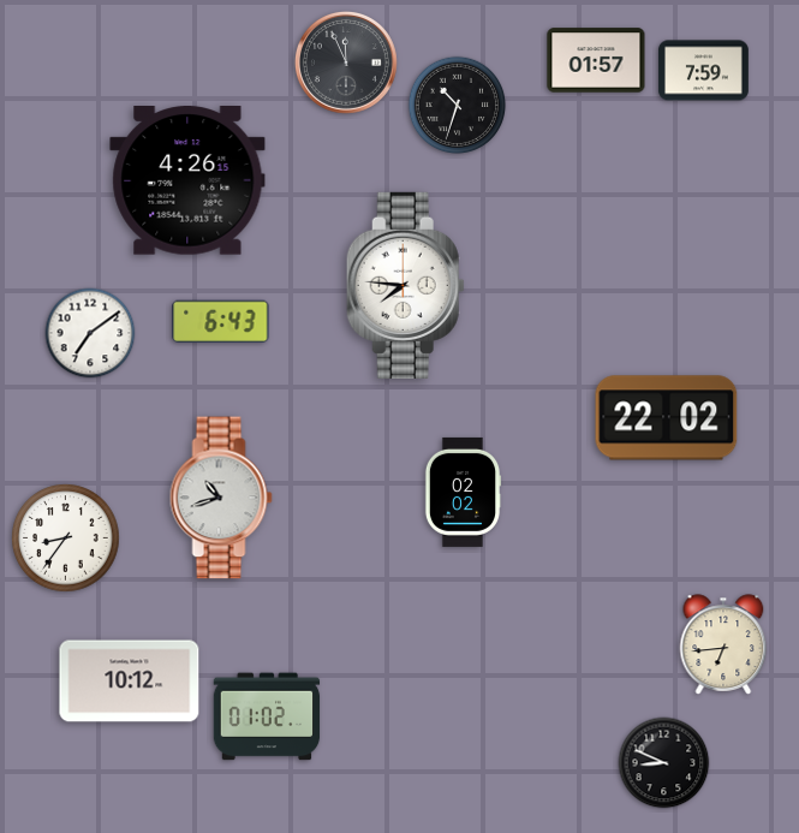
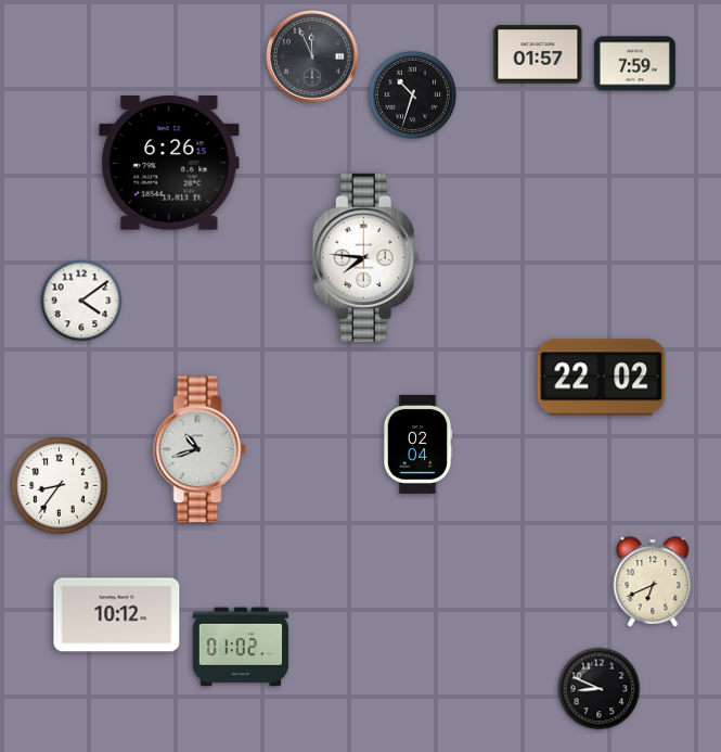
clock at (187, 182): 4:26 -> 6:26
clock at (221, 321): 6:43 -> none
clock at (90, 333): 7:09 -> 4:09
clock at (463, 492): 02:02 -> 02:04
clock at (723, 644): 6:44 -> 6:41
